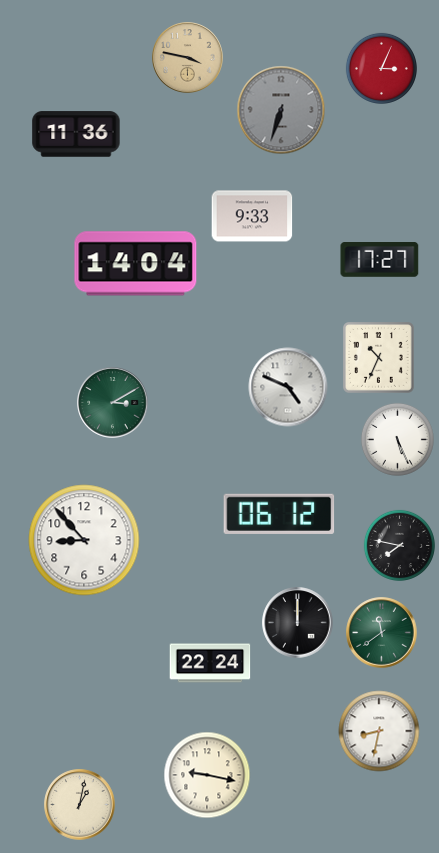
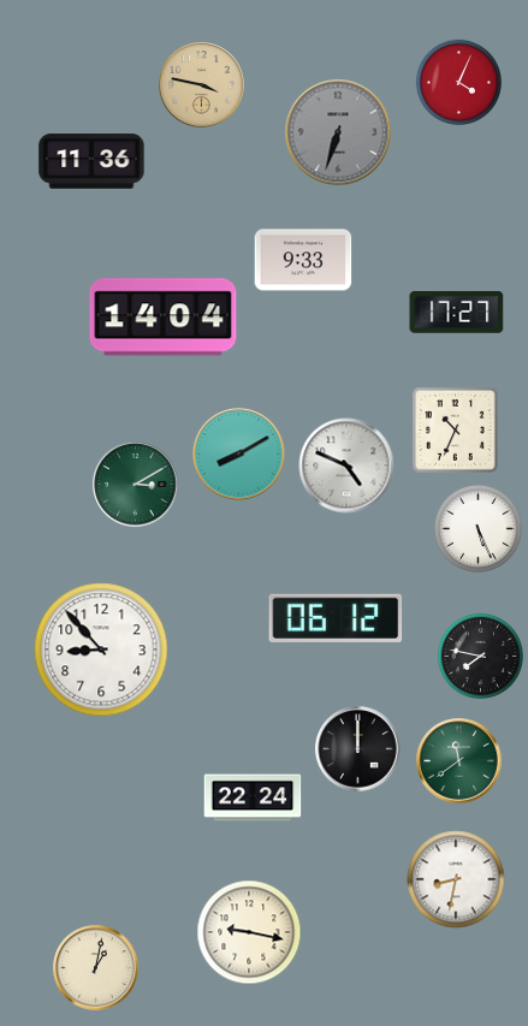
clock at (188, 58) position: (188, 58) -> (202, 85)
clock at (381, 68): 3:04 -> 4:04
clock at (239, 455): none -> 8:10
